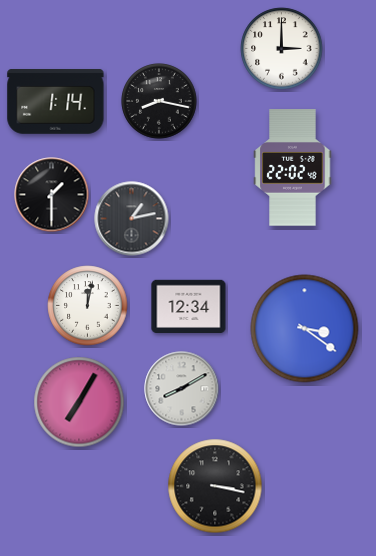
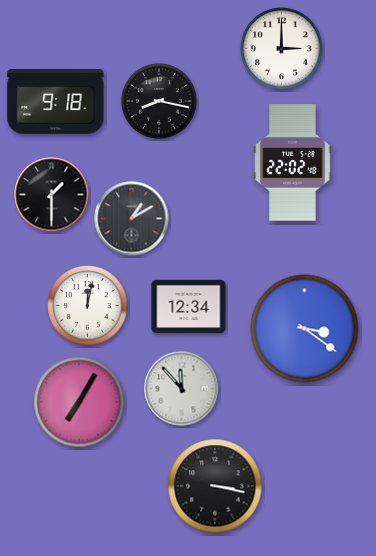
clock at (56, 102): 1:14 -> 9:18
clock at (293, 168) position: (293, 168) -> (293, 163)
clock at (132, 219): 1:13 -> 1:10
clock at (182, 389): 8:10 -> 11:53
